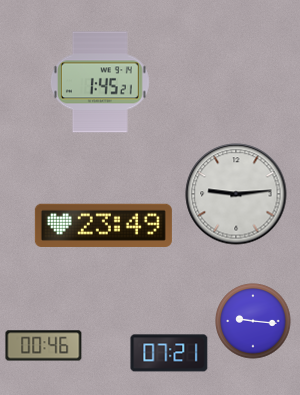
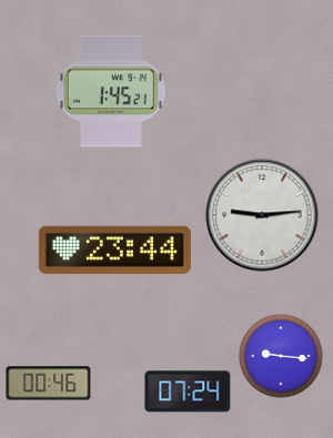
clock at (103, 225): 23:49 -> 23:44
clock at (169, 353): 07:21 -> 07:24
